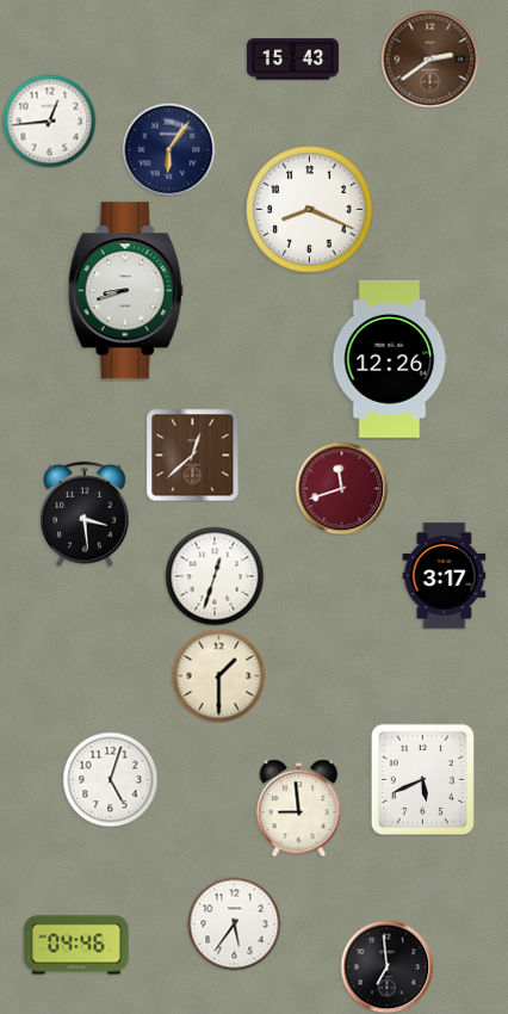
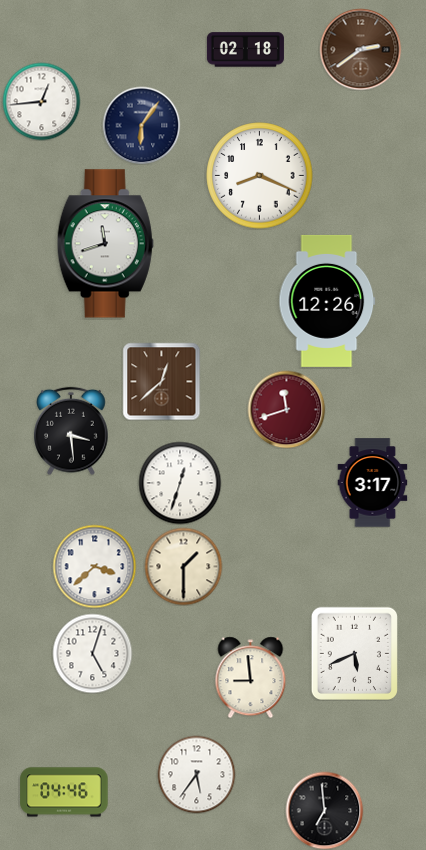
clock at (292, 60): 15:43 -> 02:18
clock at (125, 291): 8:42 -> 11:42
clock at (94, 566): none -> 3:38
